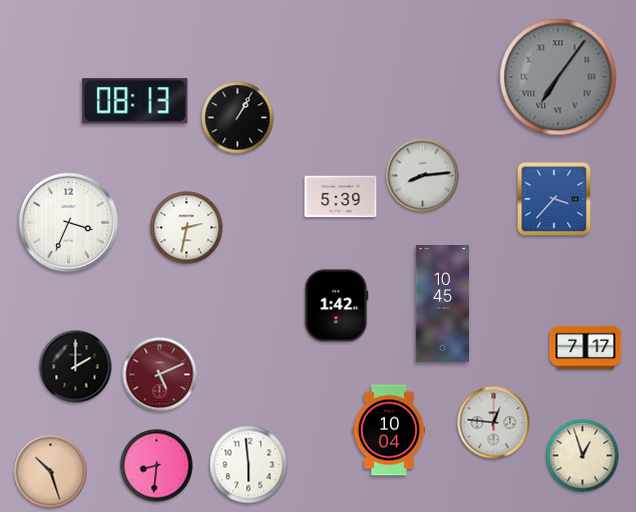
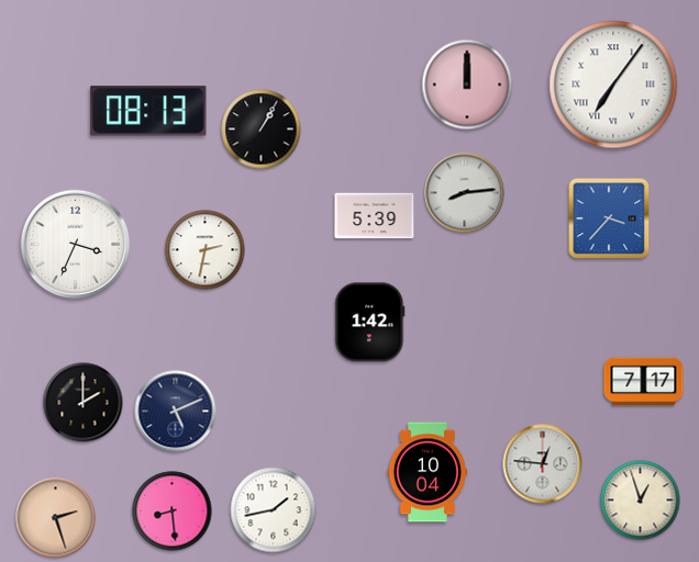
clock at (467, 85): none -> 12:00
clock at (558, 77) dial: grey -> white
clock at (443, 303): 10:45 -> none
clock at (337, 306) position: (337, 306) -> (370, 323)
clock at (160, 375) dial: burgundy -> navy
clock at (249, 465): 5:59 -> 1:43
clock at (157, 466): 8:31 -> 8:29
clock at (51, 472): 10:27 -> 2:27
